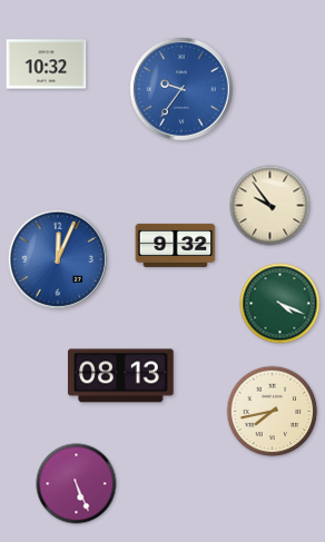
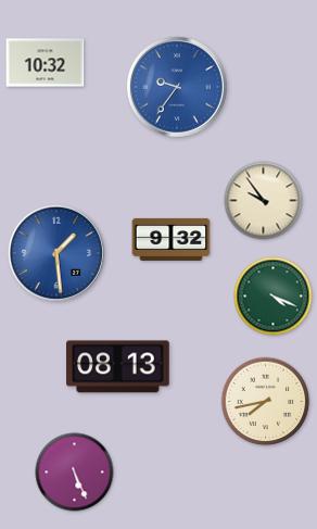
clock at (58, 259): 12:04 -> 1:29
